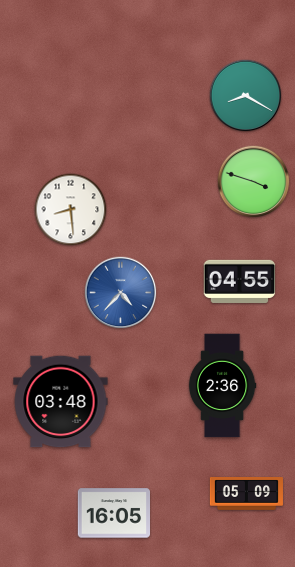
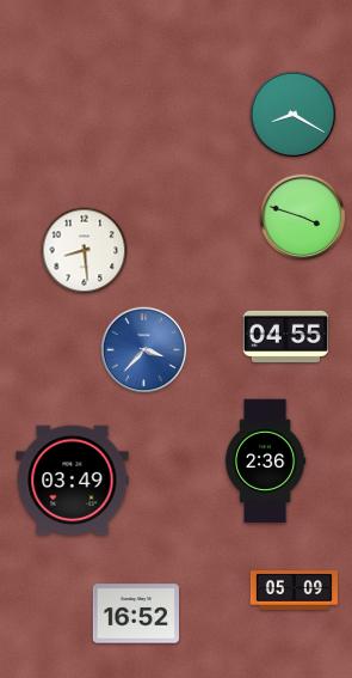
clock at (121, 293): 4:37 -> 3:37
clock at (61, 402): 03:48 -> 03:49
clock at (113, 513): 16:05 -> 16:52
